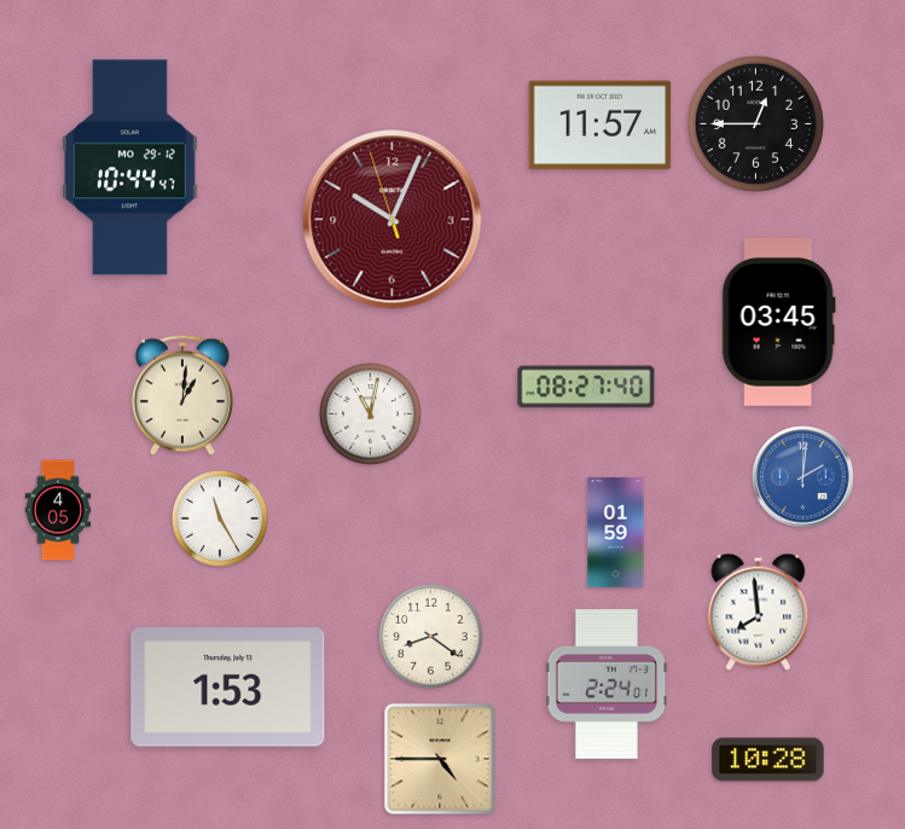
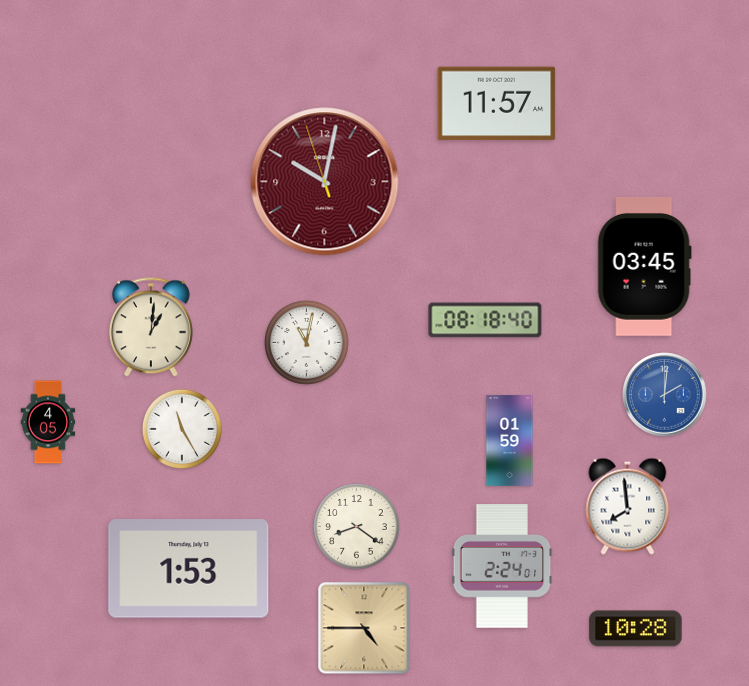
clock at (755, 123): 12:45 -> none
clock at (129, 168): 10:44 -> none
clock at (393, 220): 10:03 -> 10:01
clock at (586, 387): 08:27 -> 08:18
